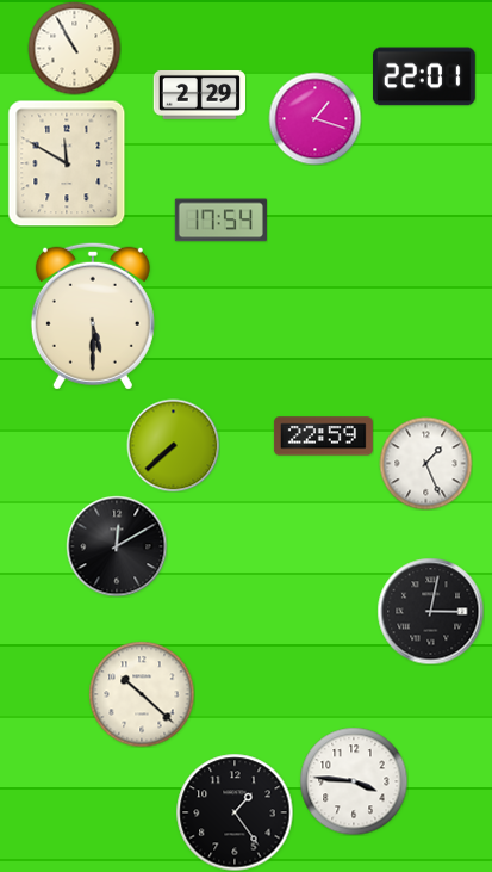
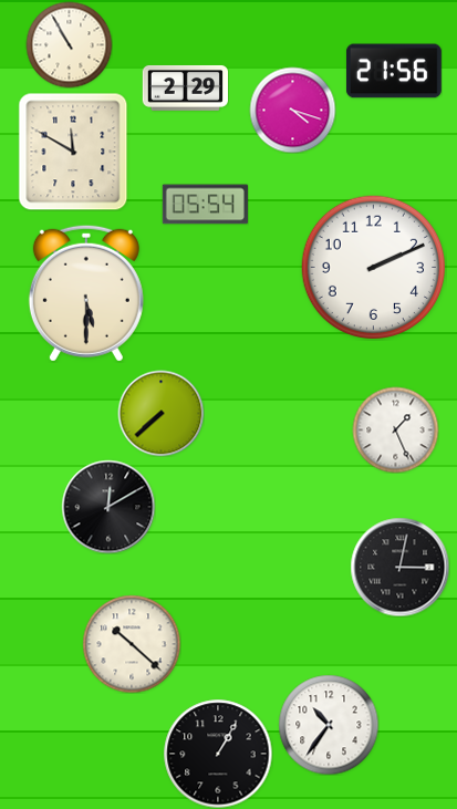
clock at (424, 76): 22:01 -> 21:56
clock at (314, 118): 1:18 -> 4:18
clock at (67, 163) position: (67, 163) -> (73, 152)
clock at (220, 221): 17:54 -> 05:54
clock at (373, 267): none -> 2:11
clock at (323, 437): 22:59 -> none
clock at (354, 781): 3:46 -> 10:36
clock at (235, 812): 1:24 -> 1:05
